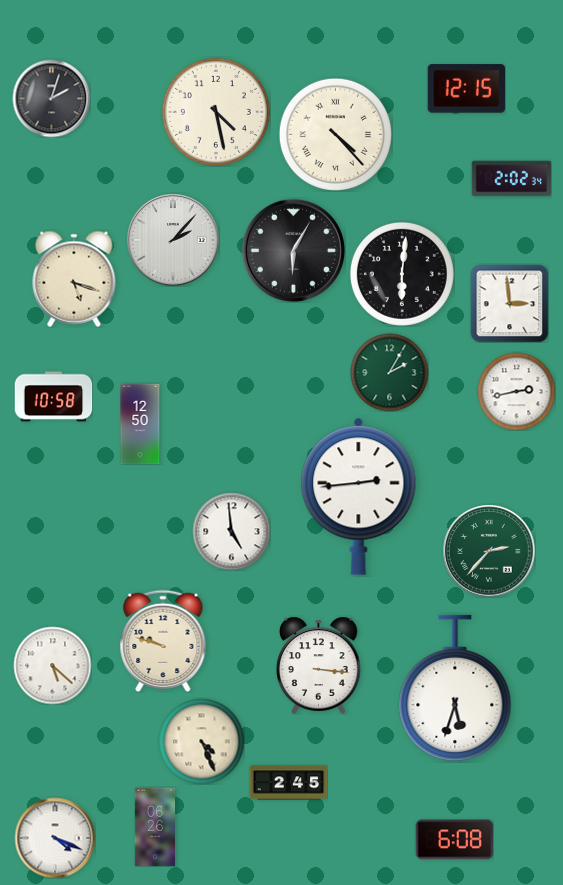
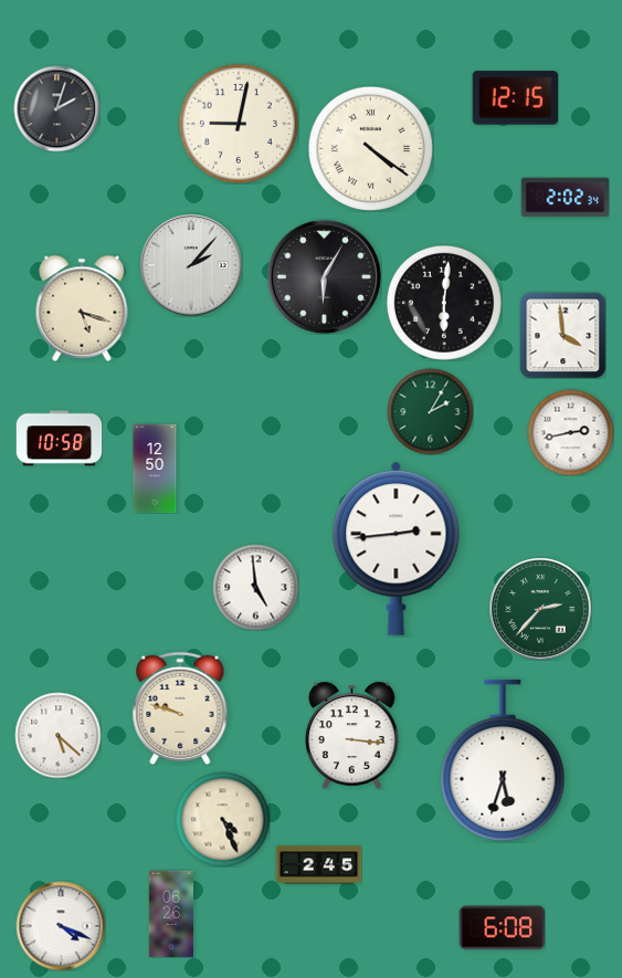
clock at (216, 112): 4:28 -> 9:02
clock at (335, 134): 4:23 -> 4:21
clock at (509, 303): 2:59 -> 3:59
